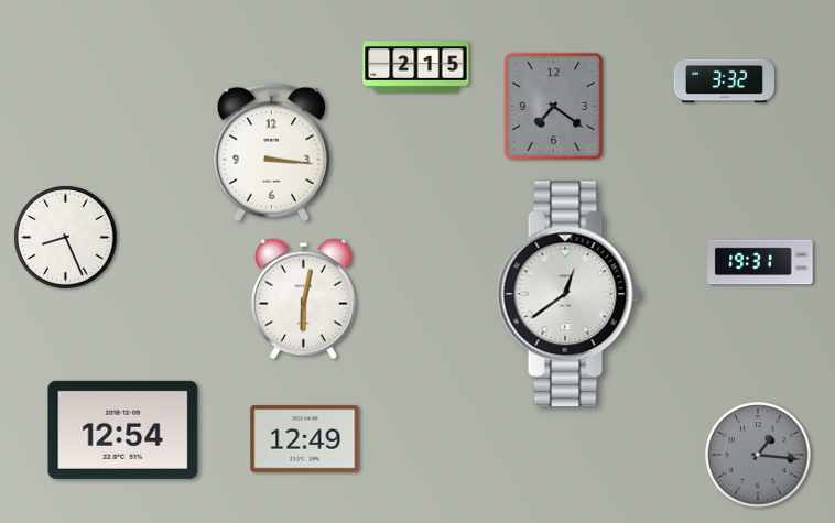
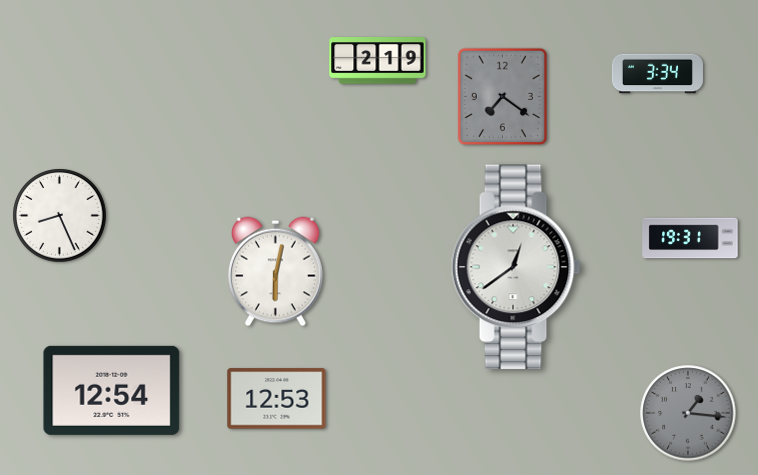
clock at (416, 67): 2:15 -> 2:19
clock at (724, 81): 3:32 -> 3:34
clock at (271, 153): 3:16 -> none
clock at (305, 439): 12:49 -> 12:53
